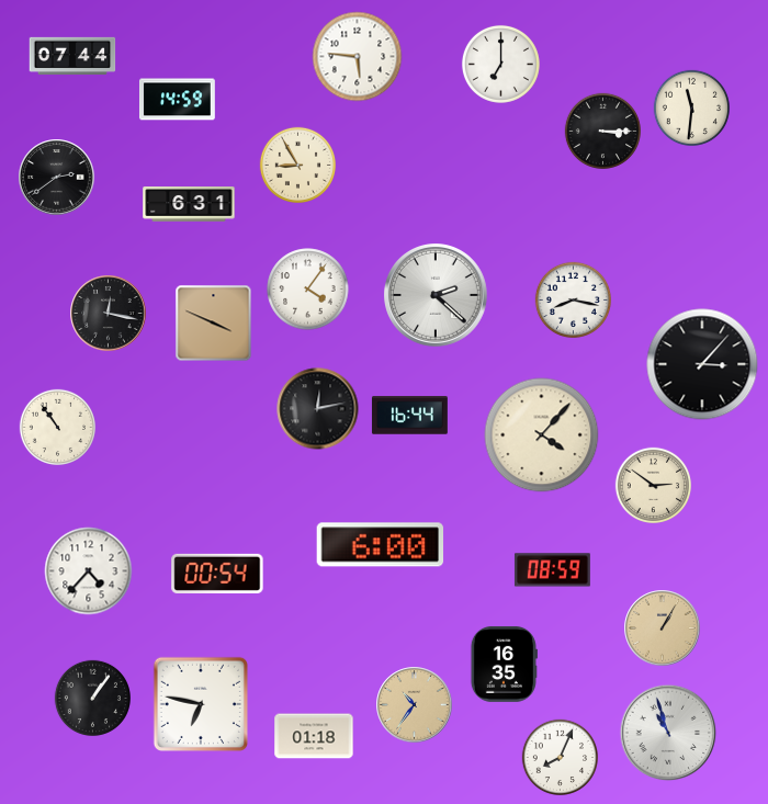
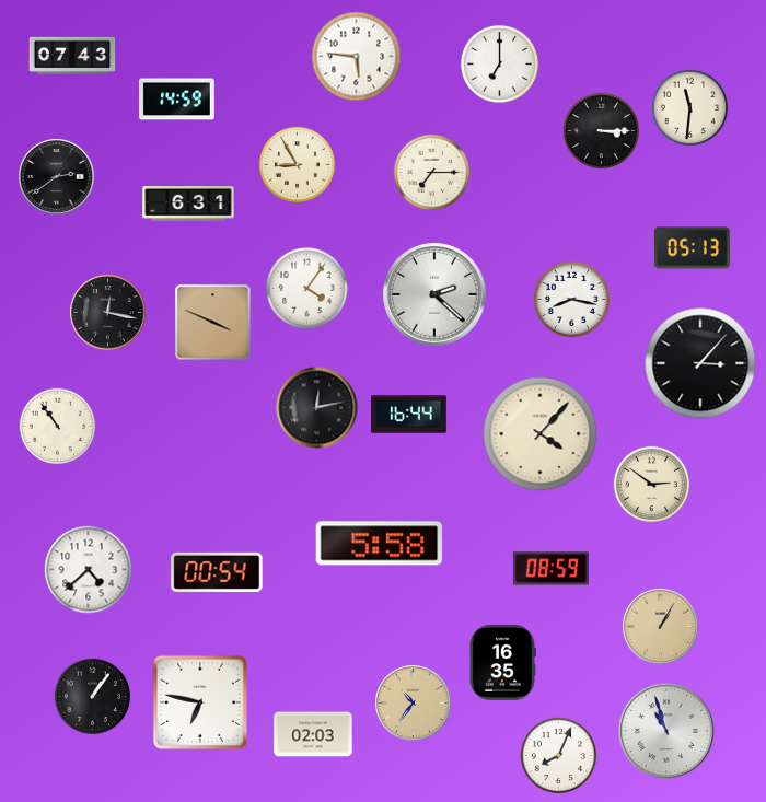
clock at (72, 56): 07:44 -> 07:43
clock at (431, 172): none -> 7:15
clock at (693, 248): none -> 05:13
clock at (381, 545): 6:00 -> 5:58
clock at (89, 571): 4:37 -> 4:38
clock at (314, 736): 01:18 -> 02:03
